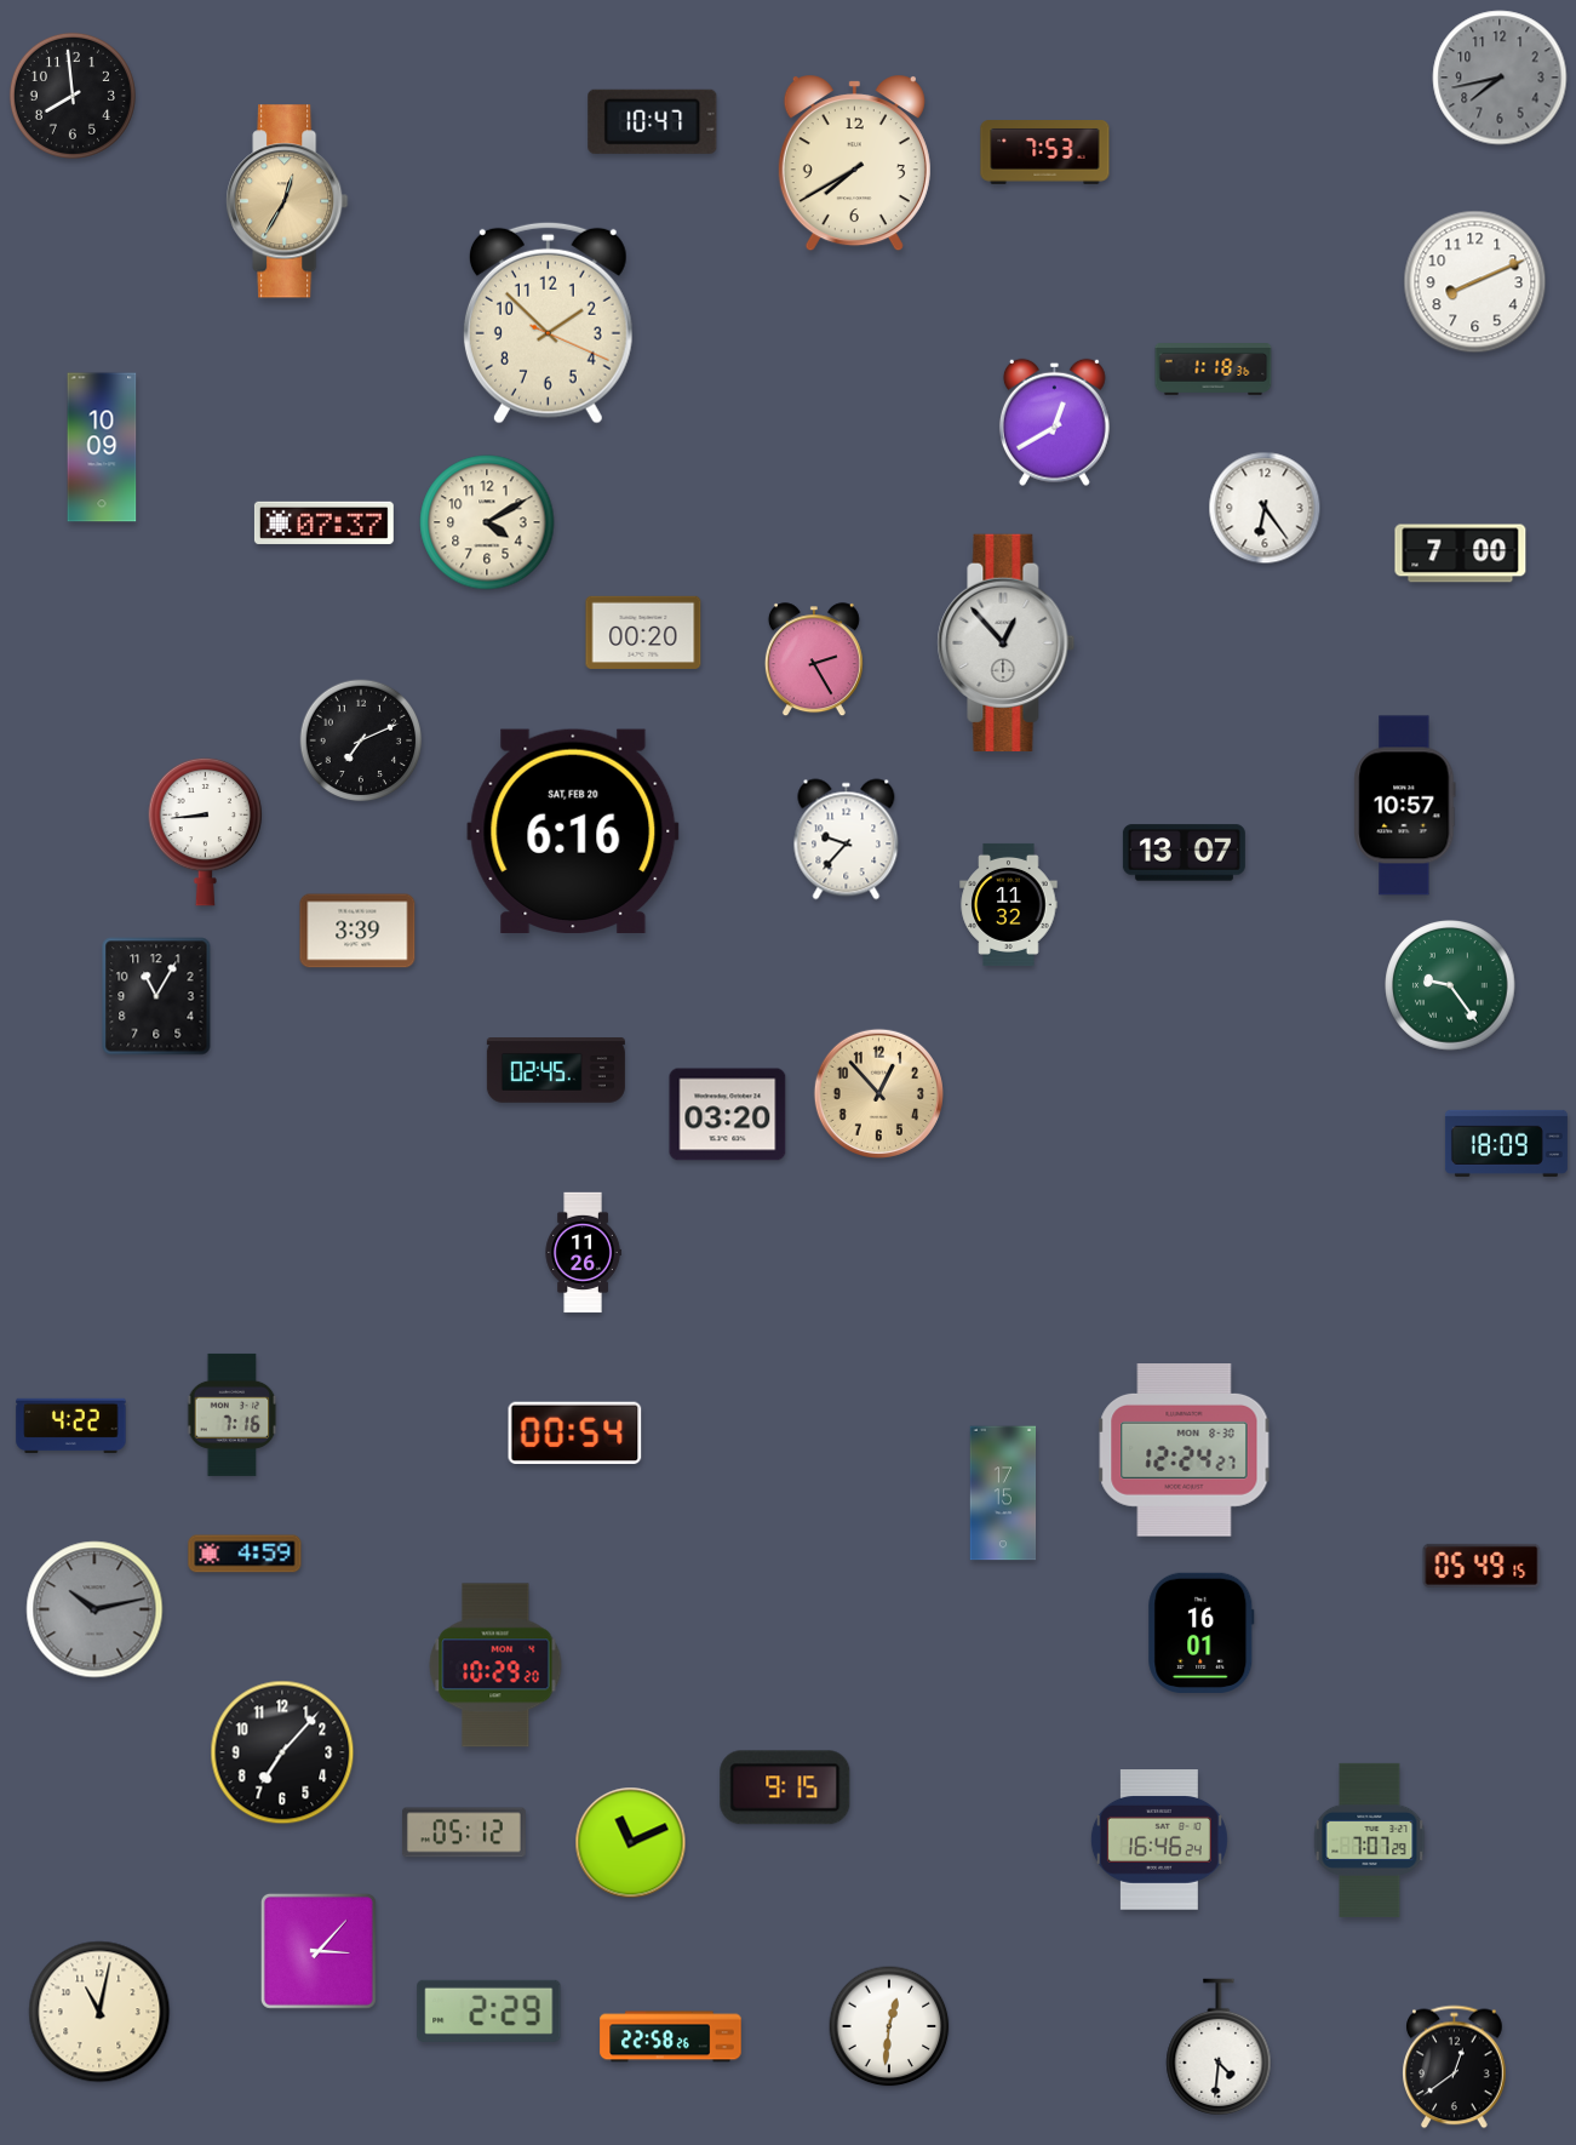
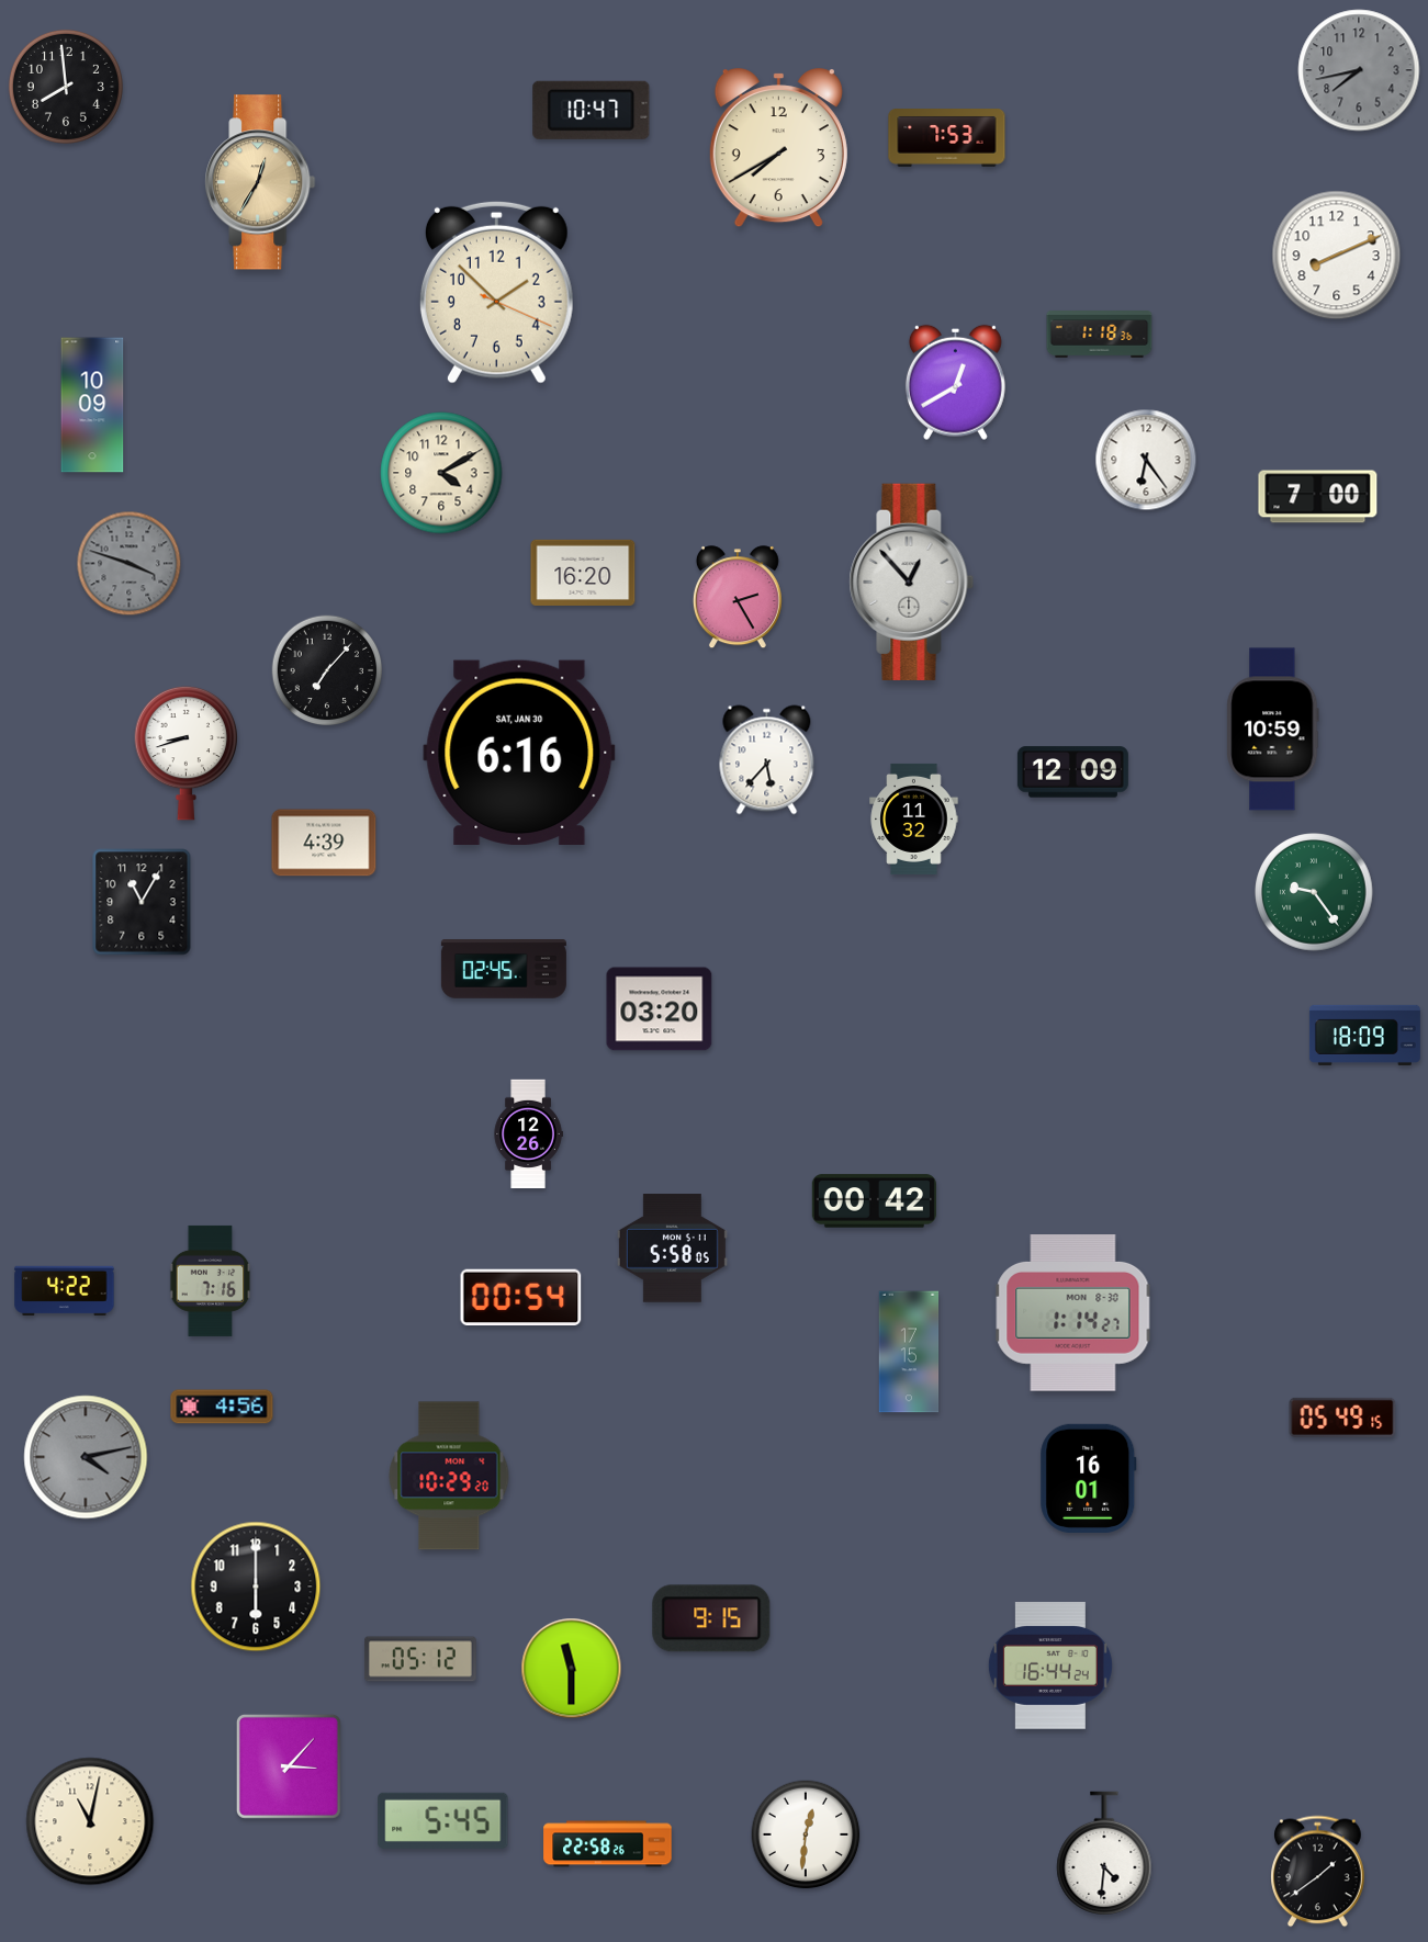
clock at (854, 164) position: (854, 164) -> (778, 148)
clock at (323, 522): 07:37 -> none
clock at (1461, 554) position: (1461, 554) -> (1318, 497)
clock at (130, 564): none -> 3:48
clock at (643, 631): 00:20 -> 16:20
clock at (361, 740): 7:11 -> 7:07
clock at (1405, 806): 10:57 -> 10:59
clock at (206, 831): 8:44 -> 8:42
clock at (573, 831) date: SAT, FEB 20 -> SAT, JAN 30
clock at (847, 840): 9:37 -> 5:37
clock at (1184, 853): 13:07 -> 12:09
clock at (357, 931): 3:39 -> 4:39
clock at (878, 1093): 12:53 -> none
clock at (583, 1253): 11:26 -> 12:26
clock at (874, 1201): none -> 00:42
clock at (672, 1249): none -> 5:58
clock at (1185, 1451): 12:24 -> 1:14
clock at (245, 1554): 4:59 -> 4:56
clock at (94, 1609): 10:13 -> 4:13
clock at (495, 1665) position: (495, 1665) -> (449, 1476)
clock at (282, 1752): 7:07 -> 6:00
clock at (1370, 1840): 7:07 -> none
clock at (1159, 1841): 16:46 -> 16:44
clock at (631, 1843): 11:11 -> 11:30
clock at (489, 2010): 2:29 -> 5:45
clock at (1455, 2067): 12:39 -> 1:39
